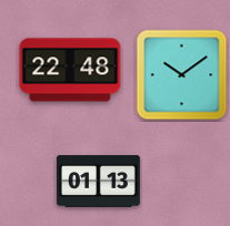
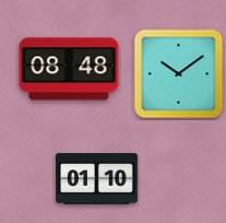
clock at (70, 70): 22:48 -> 08:48
clock at (98, 182): 01:13 -> 01:10
